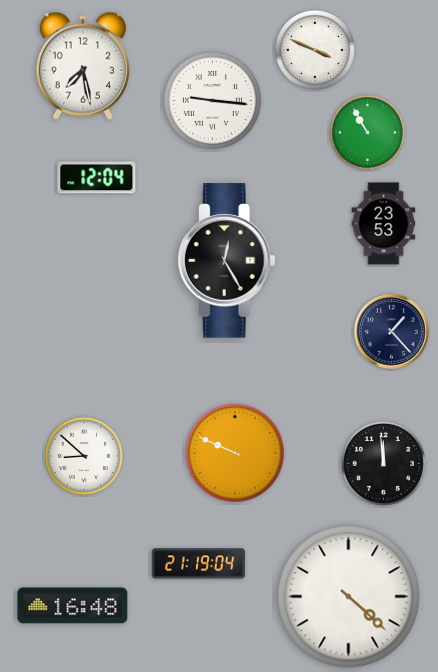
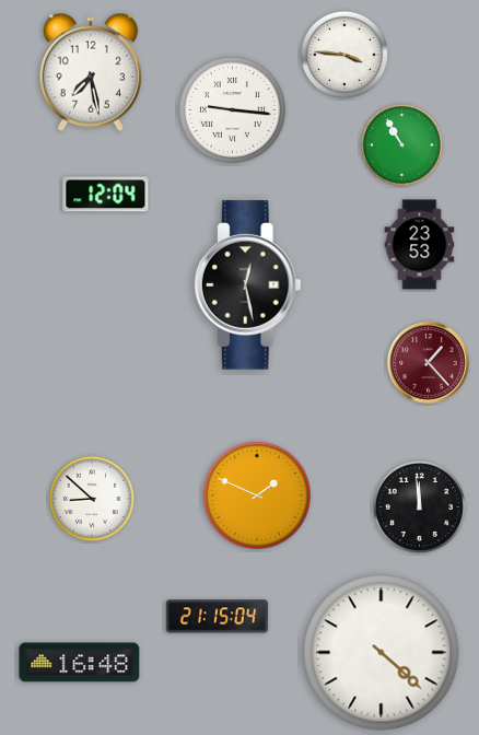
clock at (315, 50): 3:49 -> 3:46
clock at (226, 261): 12:25 -> 12:28
clock at (392, 332) dial: navy -> burgundy
clock at (235, 453): 9:49 -> 1:49
clock at (198, 564): 21:19 -> 21:15
